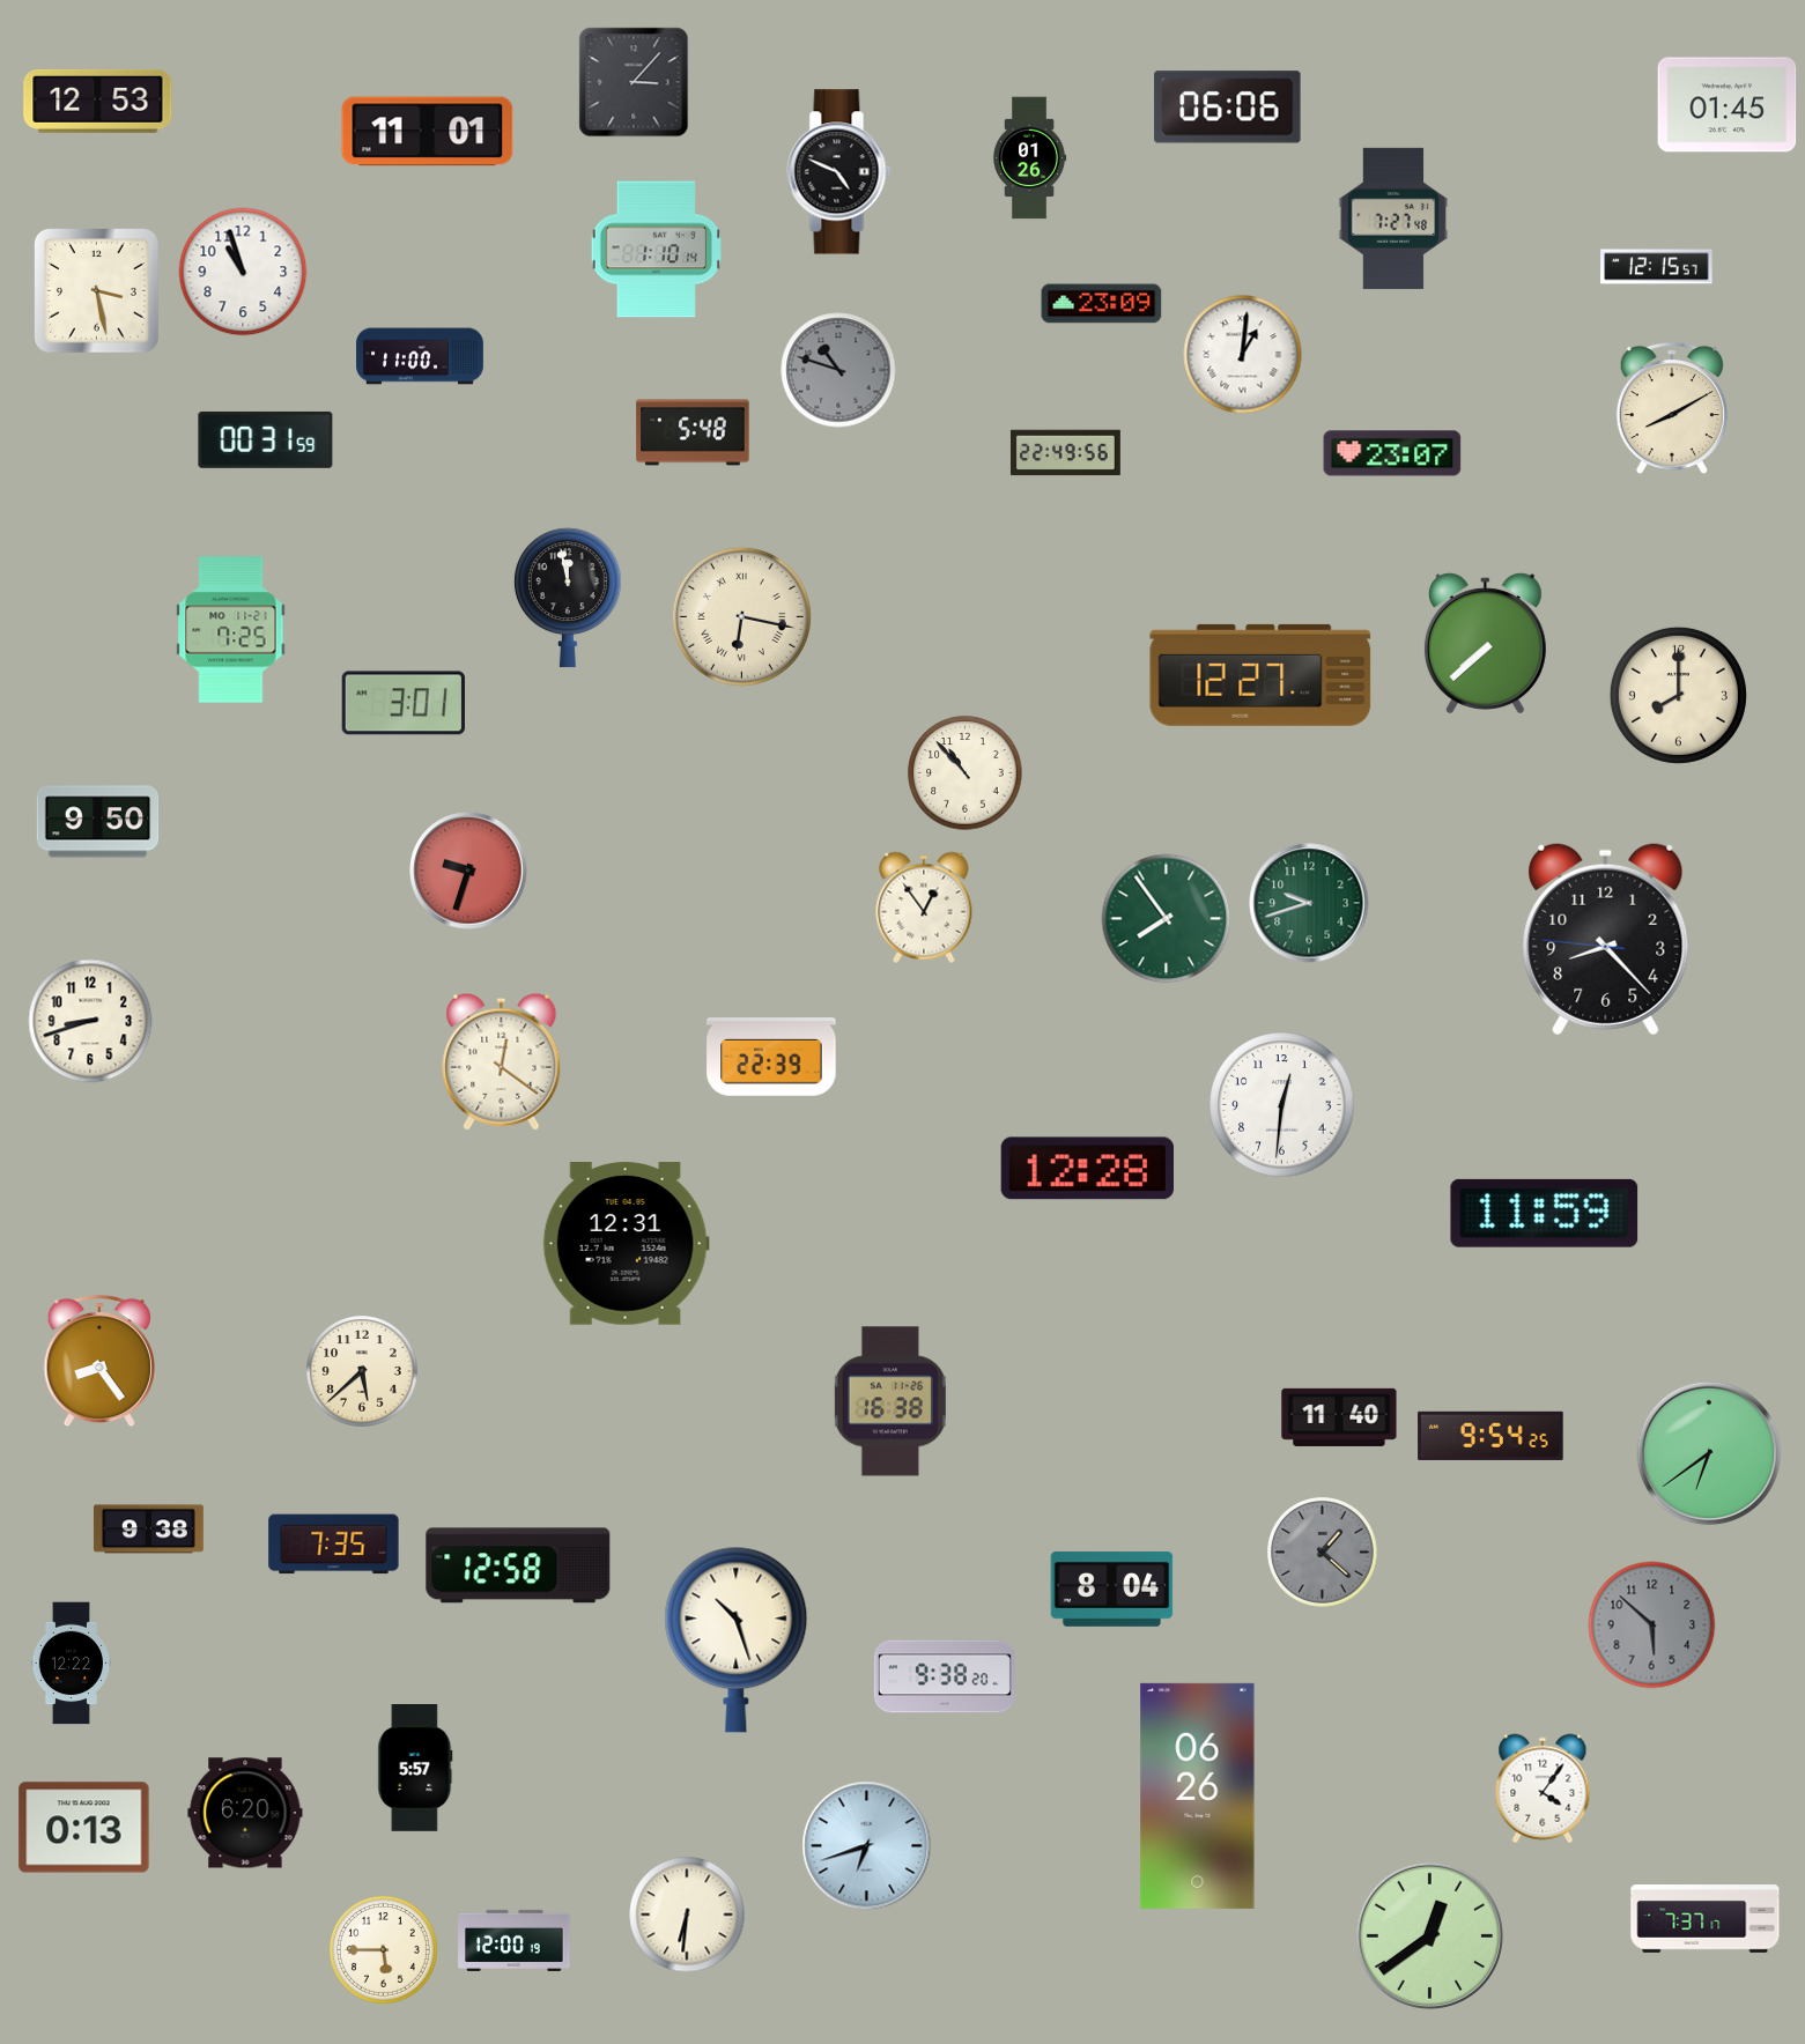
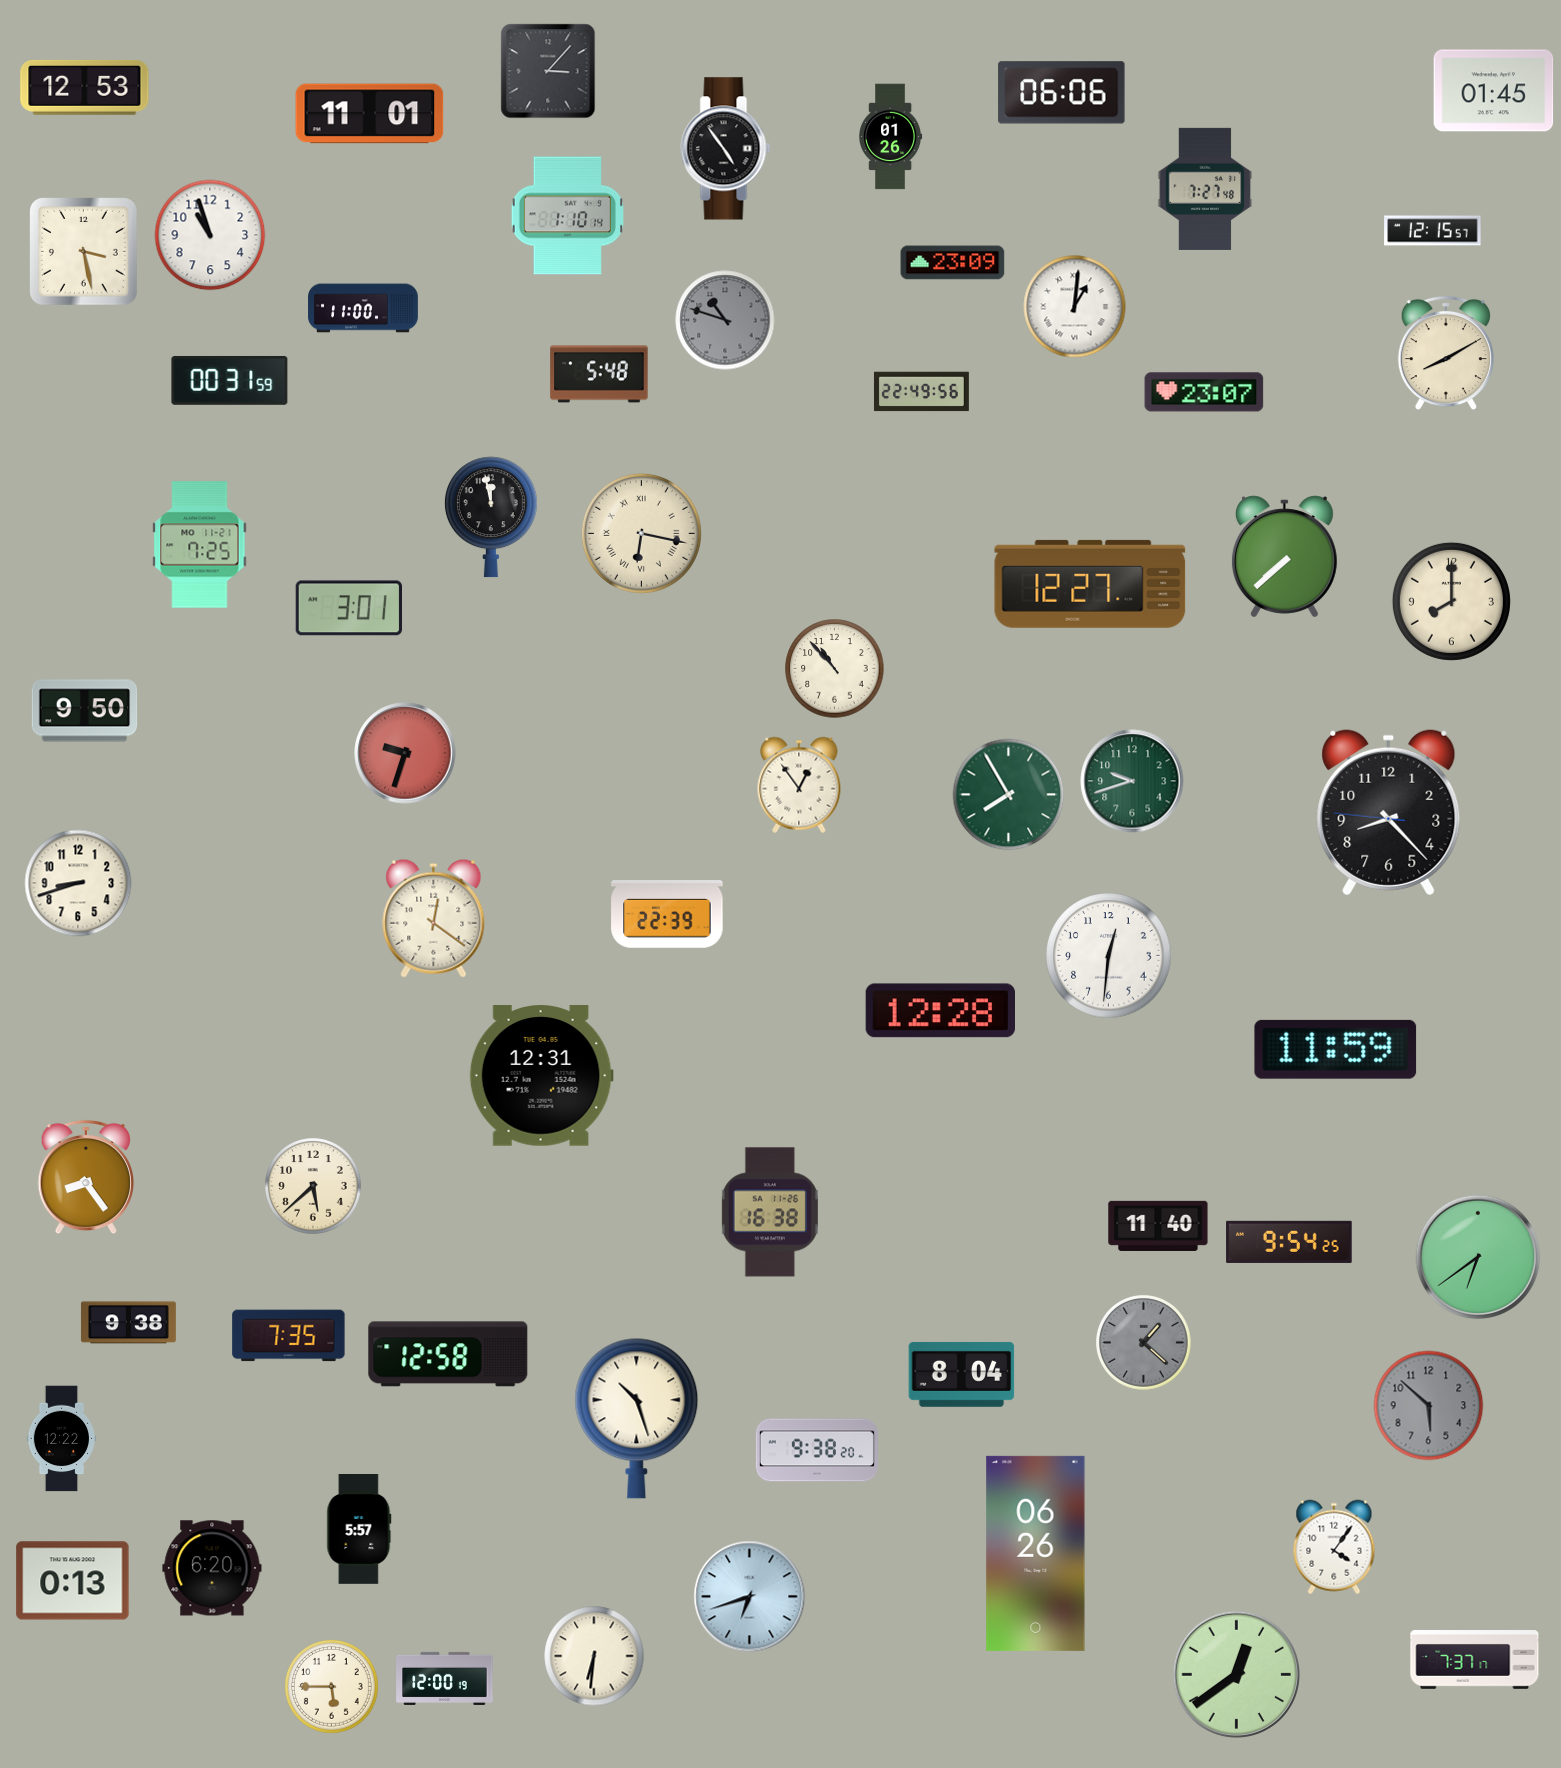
clock at (839, 172): 4:49 -> 4:54
clock at (1167, 919): 7:54 -> 7:55
